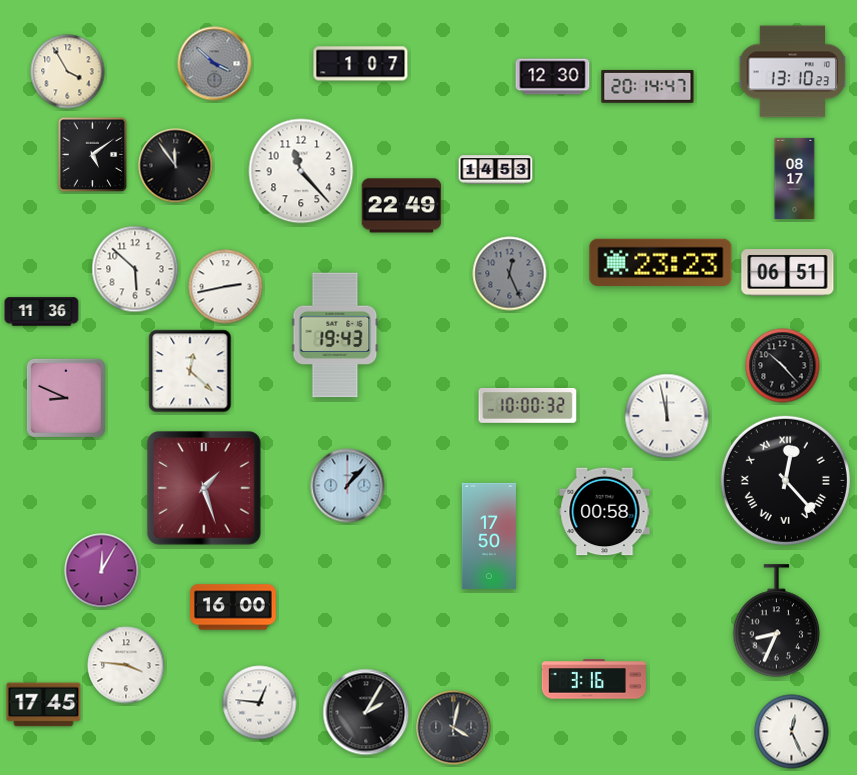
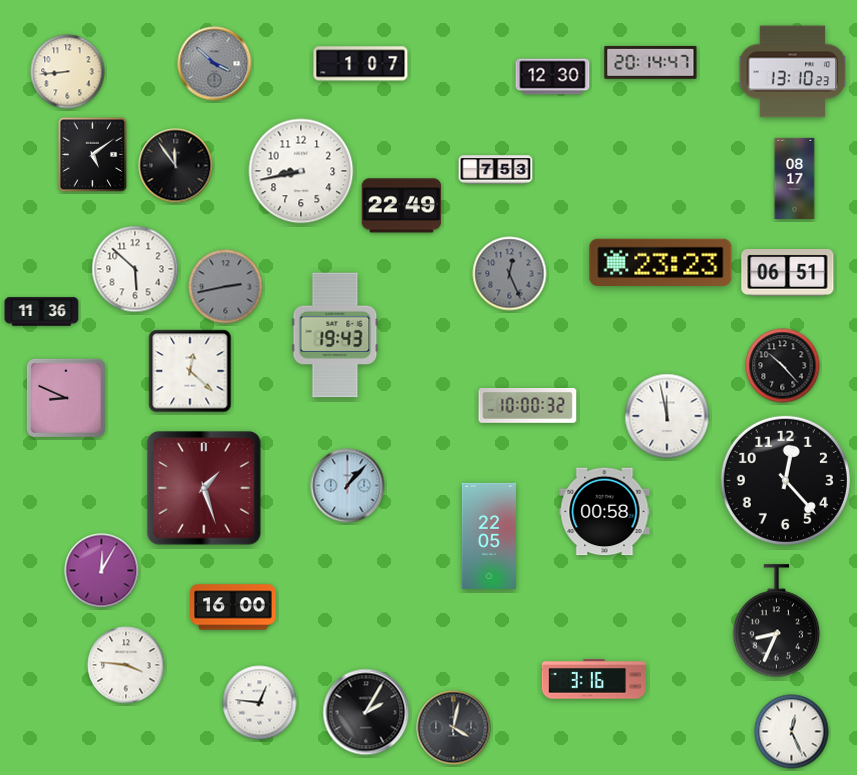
clock at (68, 72): 3:55 -> 8:44
clock at (648, 86) position: (648, 86) -> (651, 62)
clock at (496, 170): 14:53 -> 7:53
clock at (301, 171): 11:23 -> 8:43
clock at (226, 287) dial: white -> grey
clock at (785, 480) numerals: Roman -> Arabic
clock at (489, 536): 17:50 -> 22:05
clock at (44, 705): 17:45 -> none
